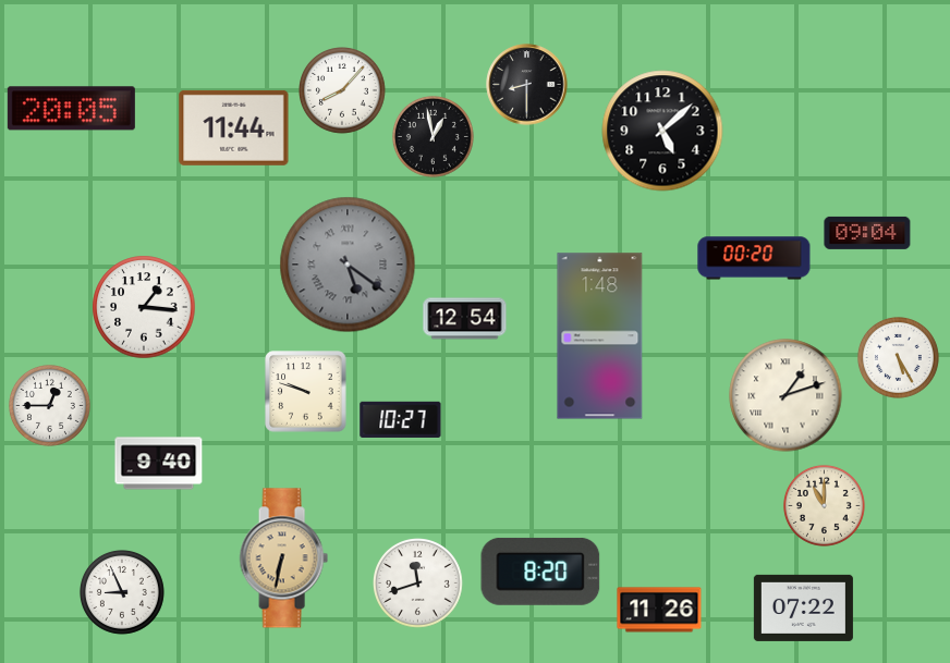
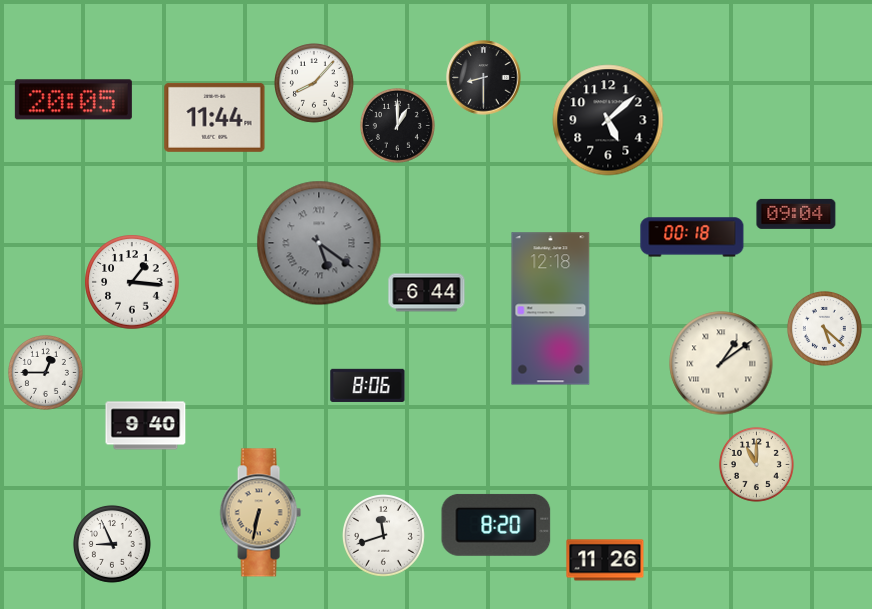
clock at (71, 109) position: (71, 109) -> (73, 100)
clock at (433, 136): 12:58 -> 1:00
clock at (754, 258): 00:20 -> 00:18
clock at (465, 319): 12:54 -> 6:44
clock at (600, 336): 1:48 -> 12:18
clock at (898, 357): 5:25 -> 5:22
clock at (306, 392): 9:48 -> none
clock at (785, 395): 1:12 -> 1:09
clock at (401, 419): 10:27 -> 8:06
clock at (803, 607): 07:22 -> none
